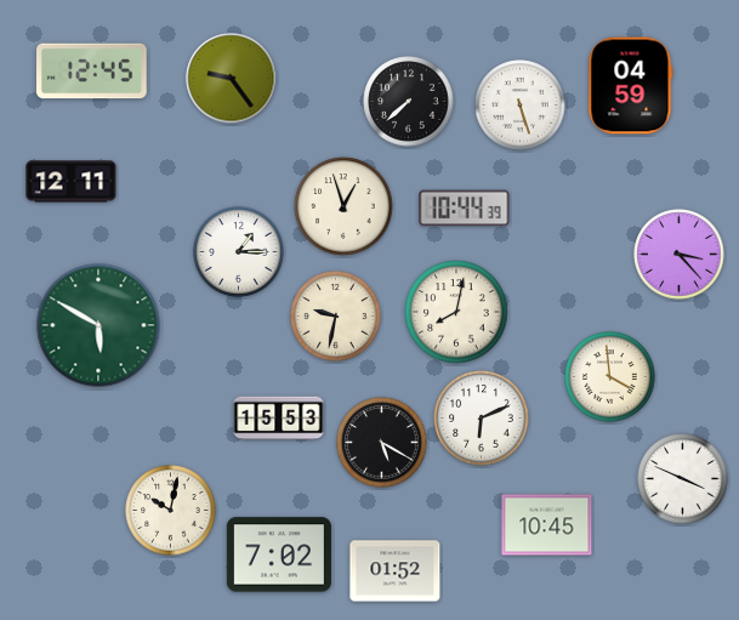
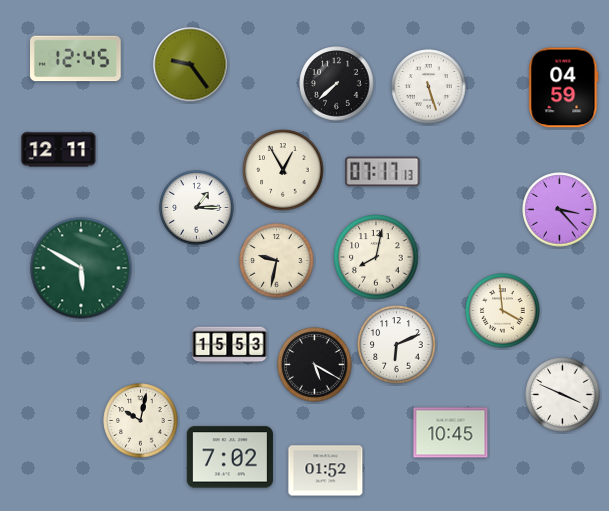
clock at (631, 86) position: (631, 86) -> (564, 88)
clock at (343, 206): 12:57 -> 12:55
clock at (465, 209): 10:44 -> 07:17
